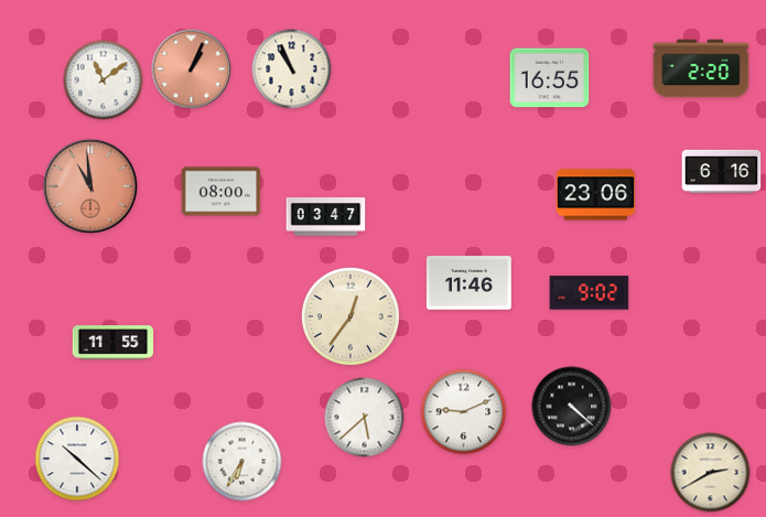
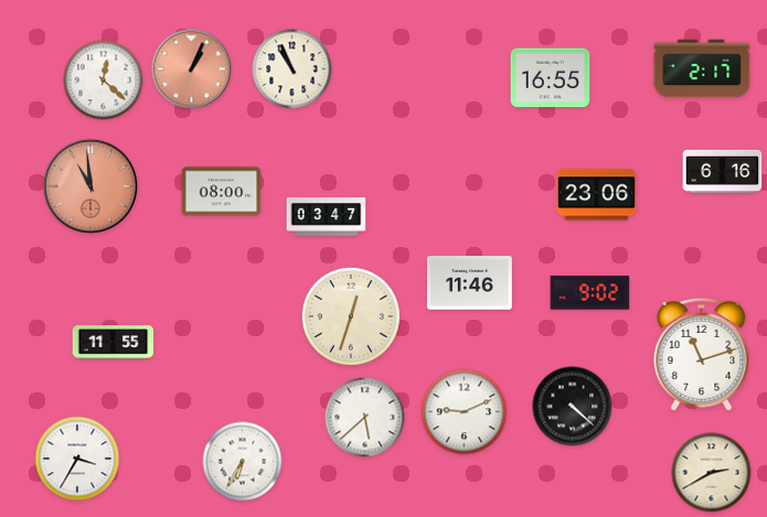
clock at (701, 68): 2:20 -> 2:17
clock at (104, 80): 11:09 -> 12:22
clock at (350, 316): 12:36 -> 12:33
clock at (702, 354): none -> 11:12
clock at (77, 459): 10:22 -> 3:35
